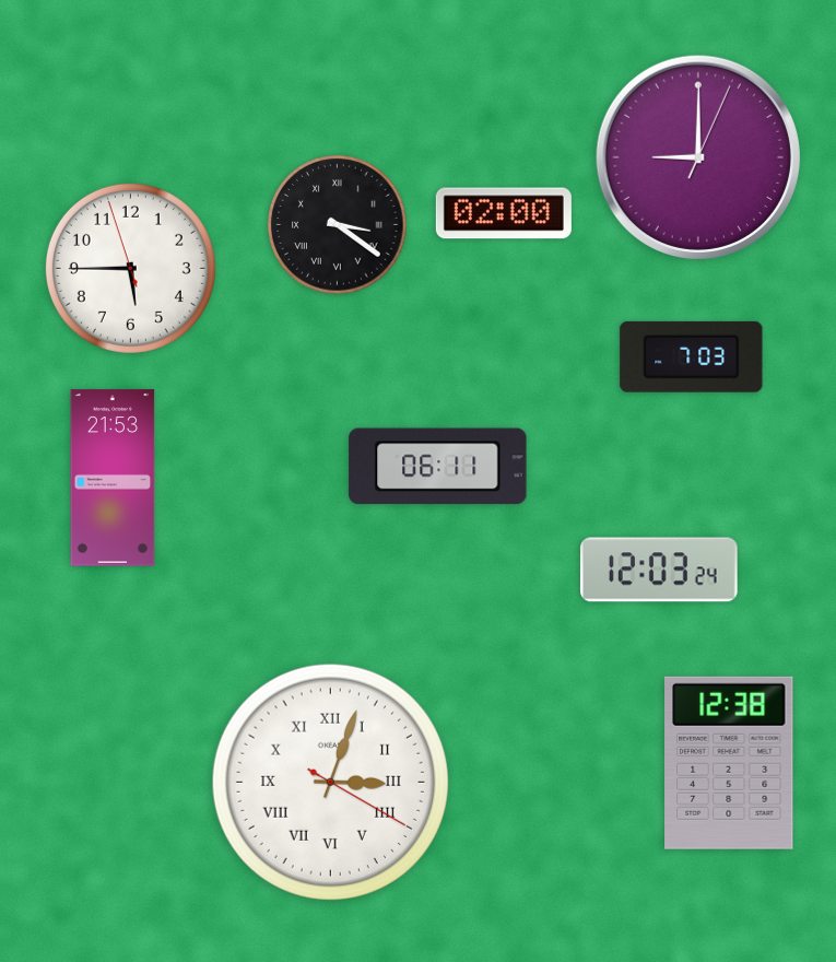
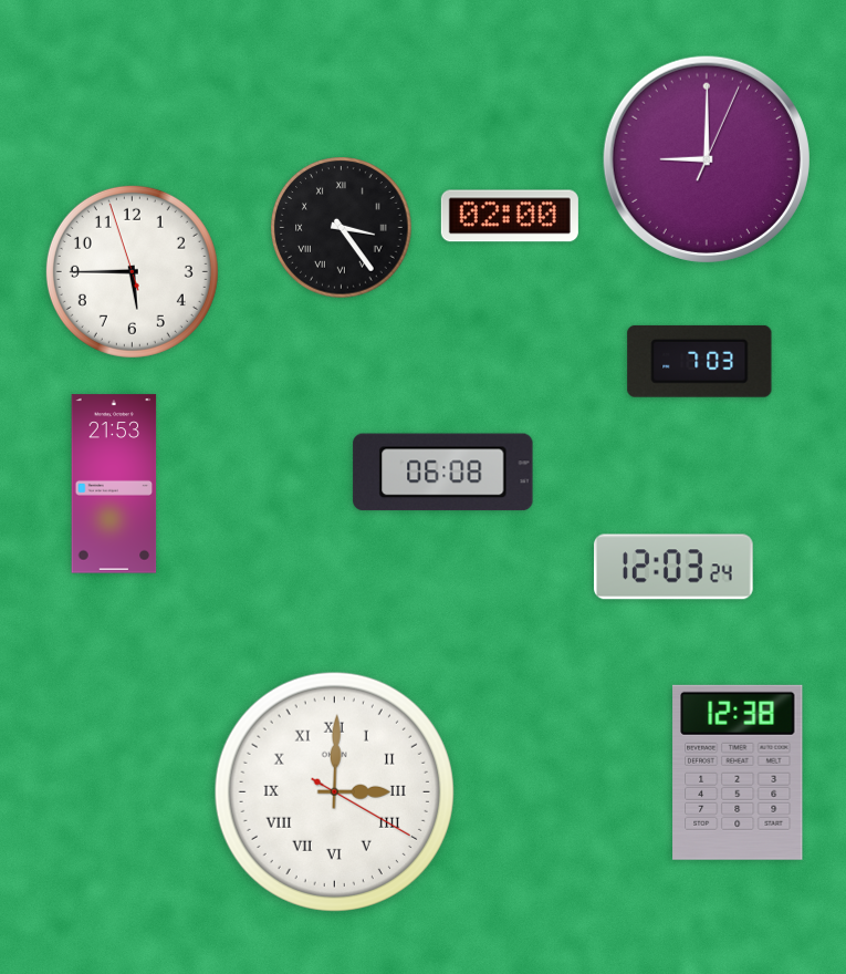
clock at (338, 225): 3:21 -> 3:24
clock at (438, 467): 06:11 -> 06:08
clock at (660, 570) position: (660, 570) -> (675, 567)
clock at (330, 782): 3:03 -> 3:00
